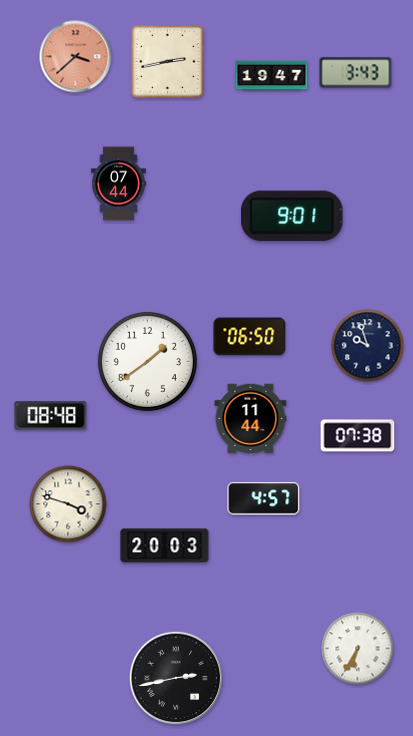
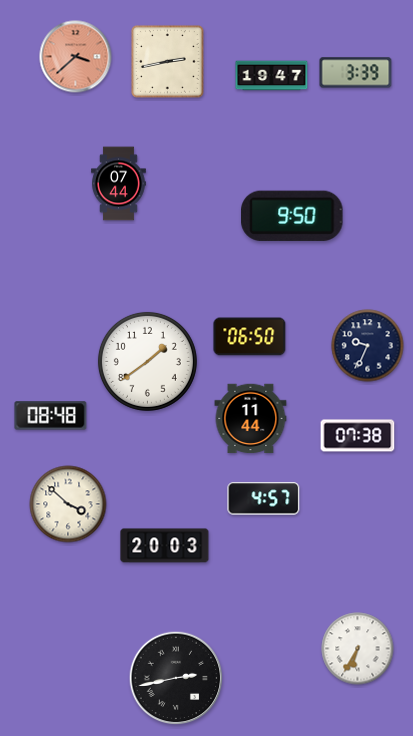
clock at (356, 73): 3:43 -> 3:39
clock at (292, 216): 9:01 -> 9:50
clock at (368, 346): 9:57 -> 9:34
clock at (68, 504): 3:48 -> 3:52
